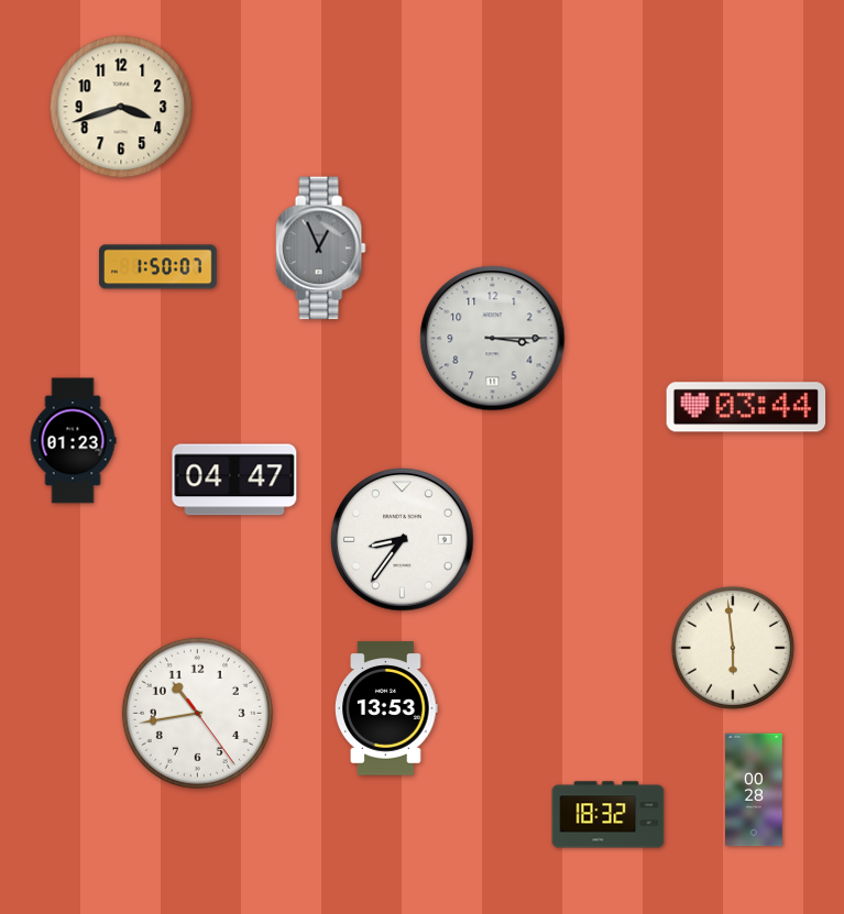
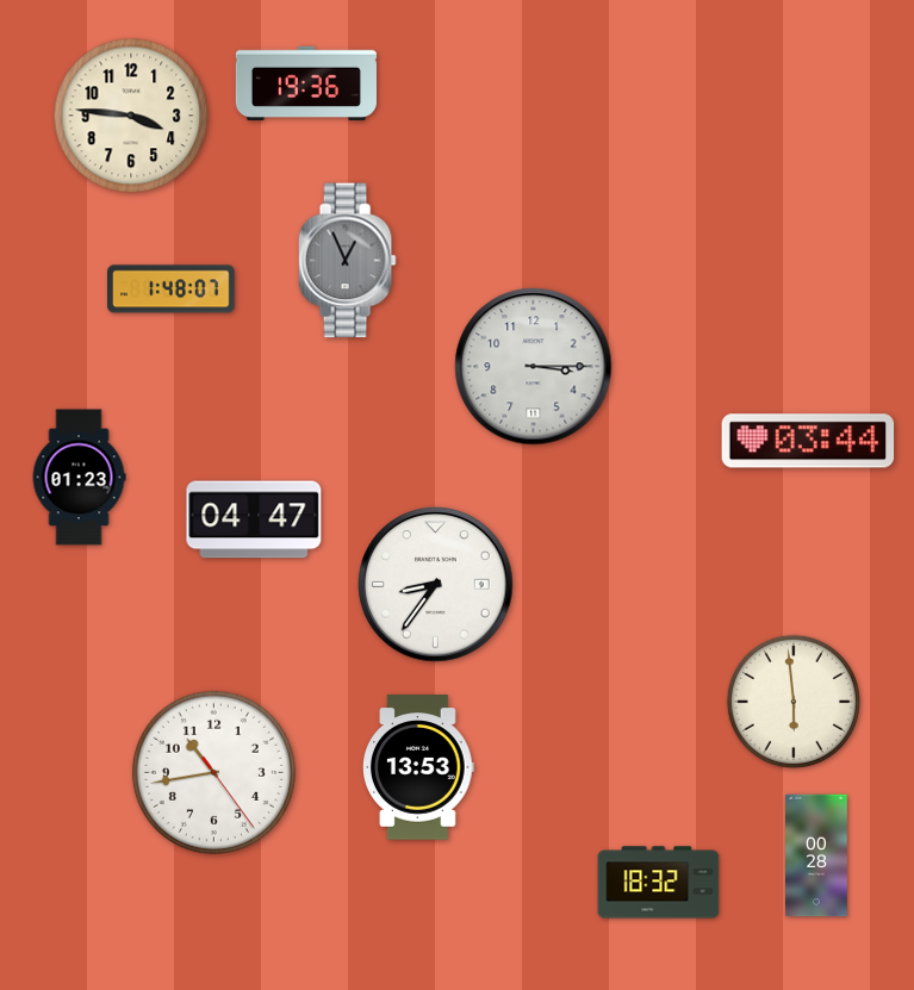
clock at (306, 83): none -> 19:36
clock at (121, 107): 3:42 -> 3:46
clock at (320, 249) position: (320, 249) -> (347, 261)
clock at (158, 267): 1:50 -> 1:48
